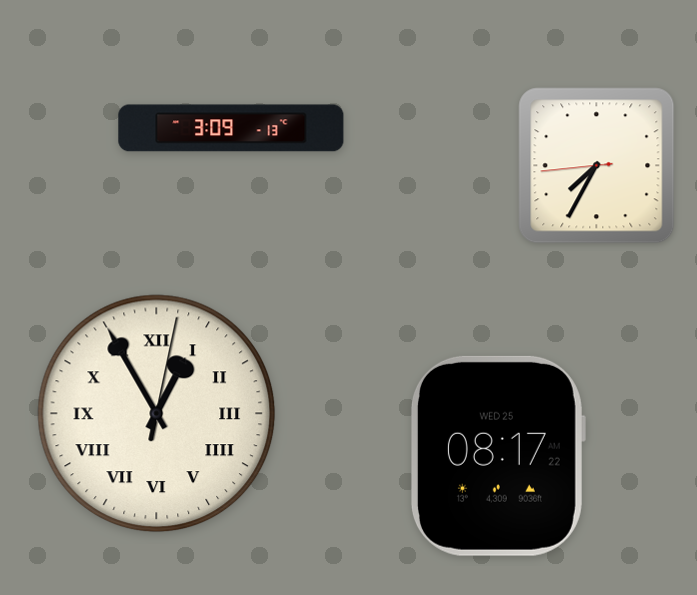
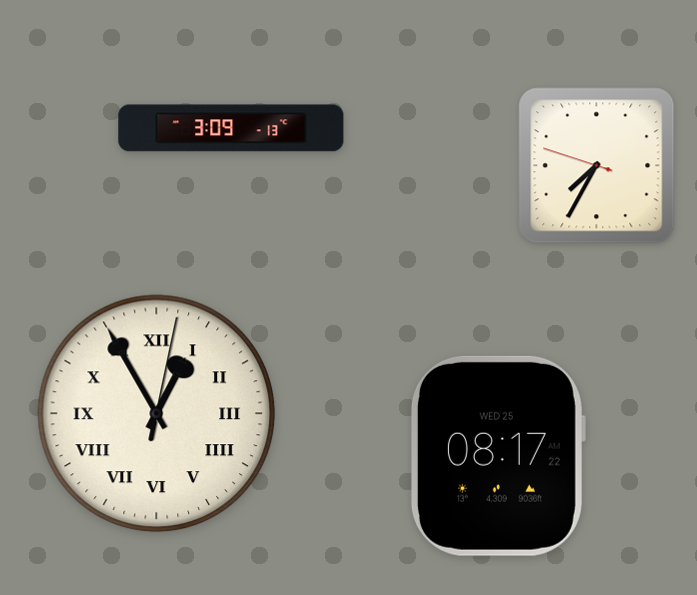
clock at (597, 166): 7:34:44 -> 7:34:48
